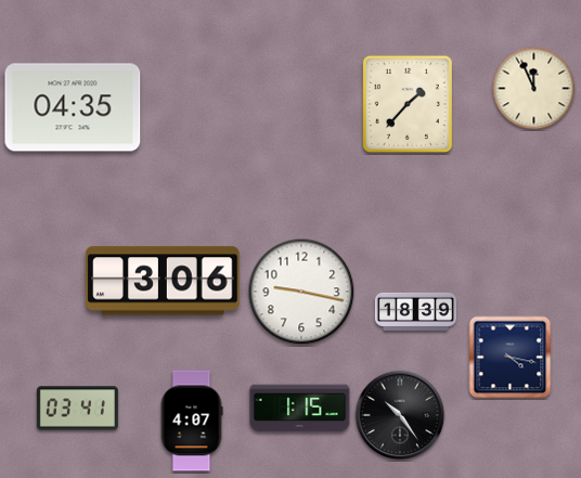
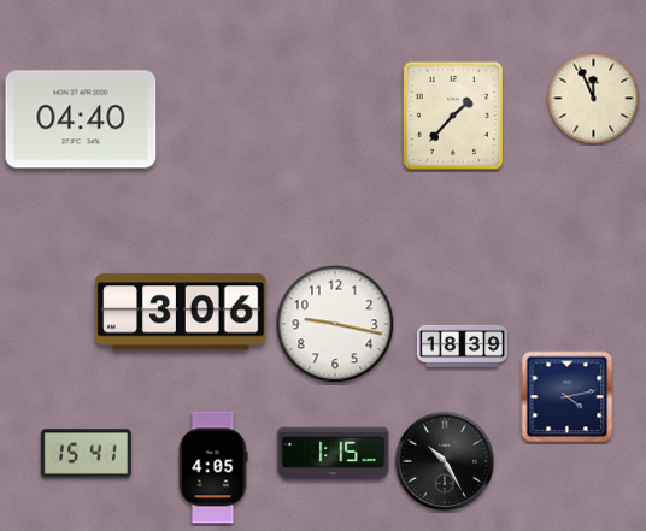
clock at (73, 107): 04:35 -> 04:40
clock at (511, 358): 4:17 -> 4:13
clock at (77, 409): 03:41 -> 15:41
clock at (400, 415): 10:24 -> 10:25
clock at (192, 421): 4:07 -> 4:05
